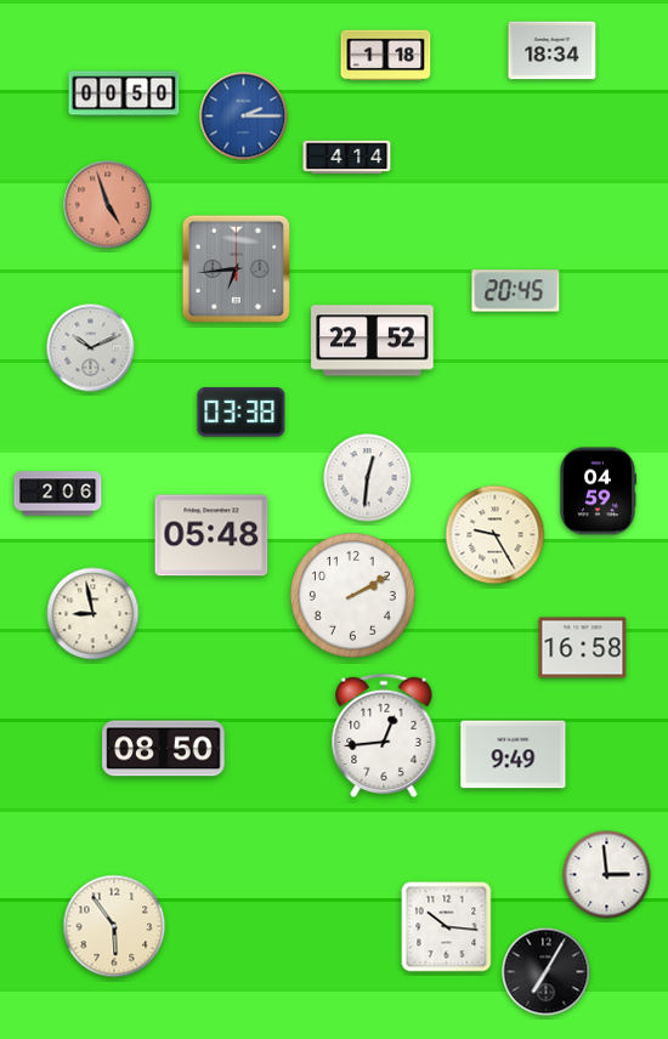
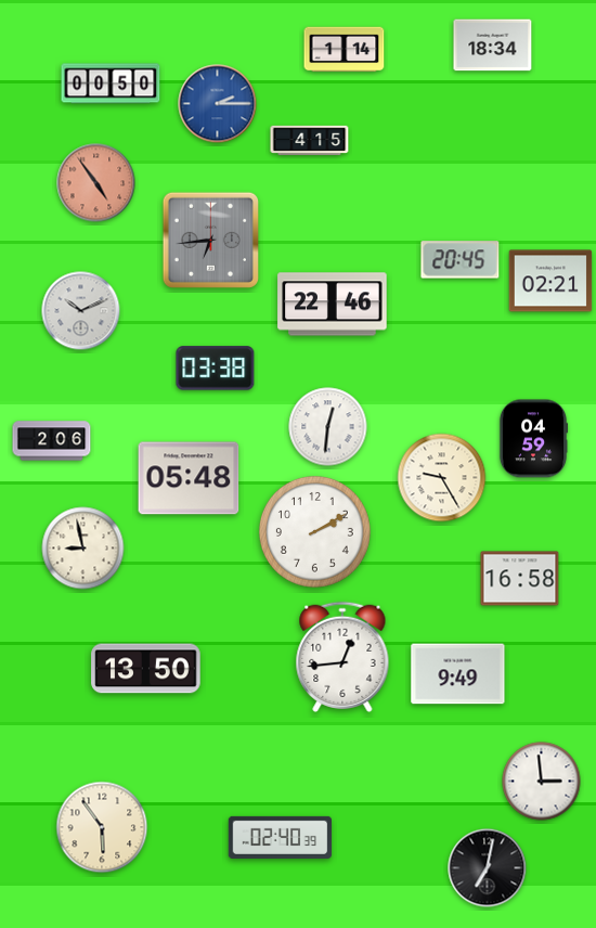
clock at (386, 56): 1:18 -> 1:14
clock at (347, 158): 4:14 -> 4:15
clock at (108, 205): 4:57 -> 4:54
clock at (550, 281): none -> 02:21
clock at (373, 341): 22:52 -> 22:46
clock at (164, 749): 08:50 -> 13:50
clock at (447, 927): 10:16 -> none
clock at (281, 837): none -> 02:40
clock at (547, 972): 7:05 -> 7:02
